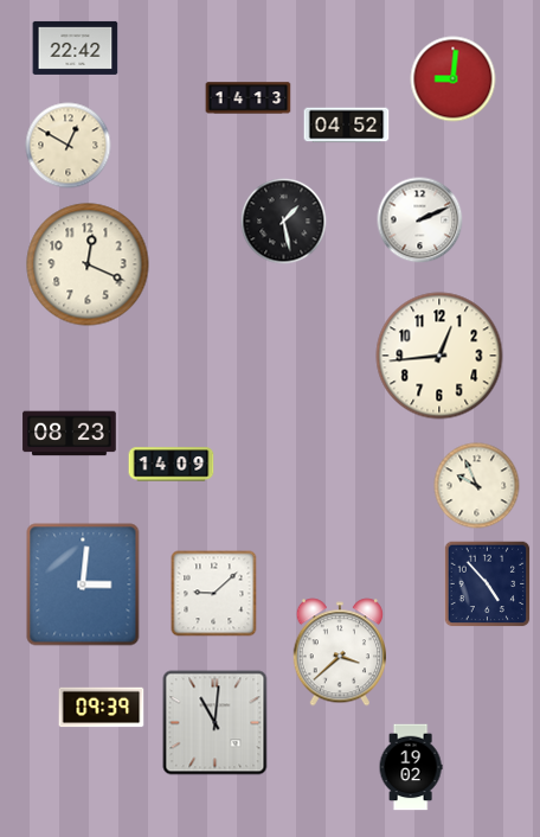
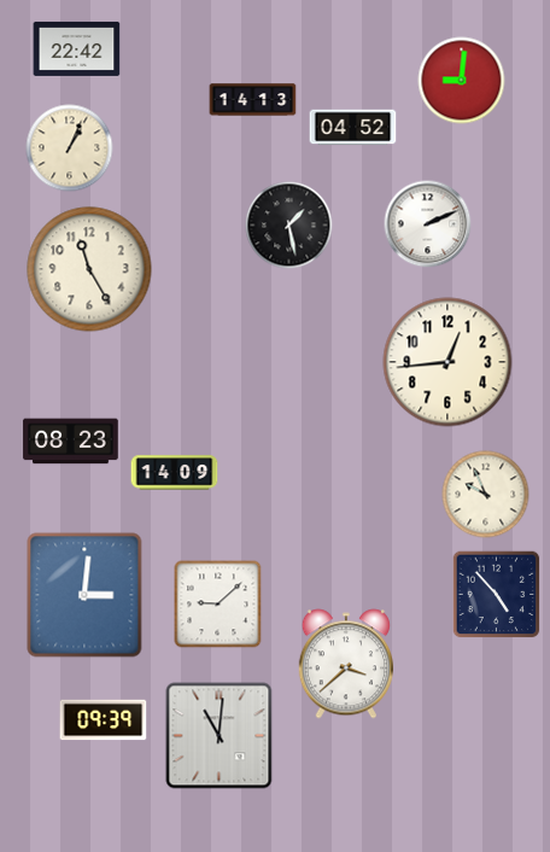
clock at (69, 146): 12:50 -> 1:04
clock at (88, 264): 12:19 -> 11:25
clock at (411, 767): 19:02 -> none
